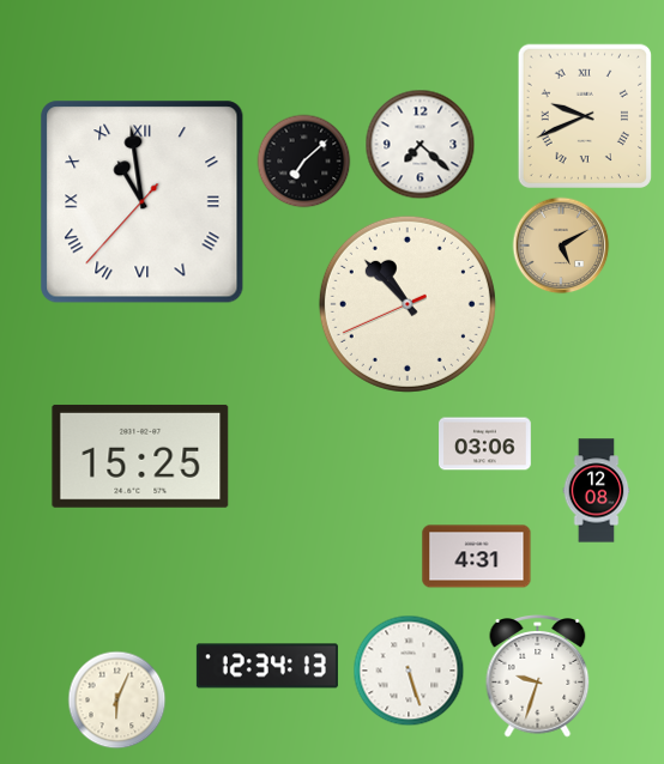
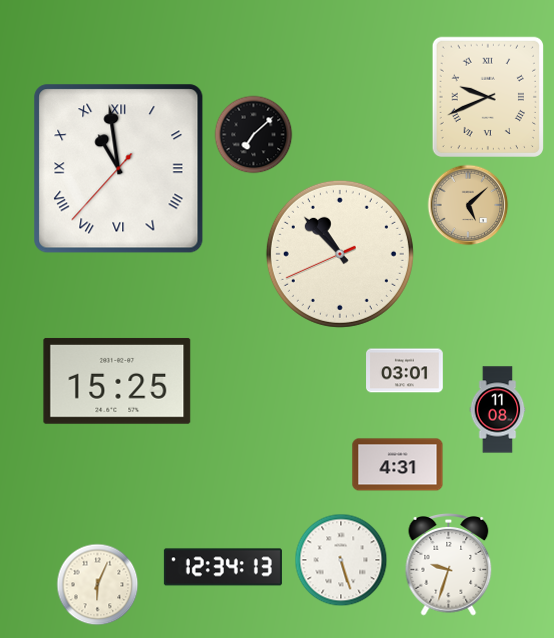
clock at (419, 144): 7:22 -> none
clock at (561, 245): 5:10 -> 5:08
clock at (485, 444): 03:06 -> 03:01
clock at (597, 491): 12:08 -> 11:08
clock at (267, 666) position: (267, 666) -> (223, 567)
